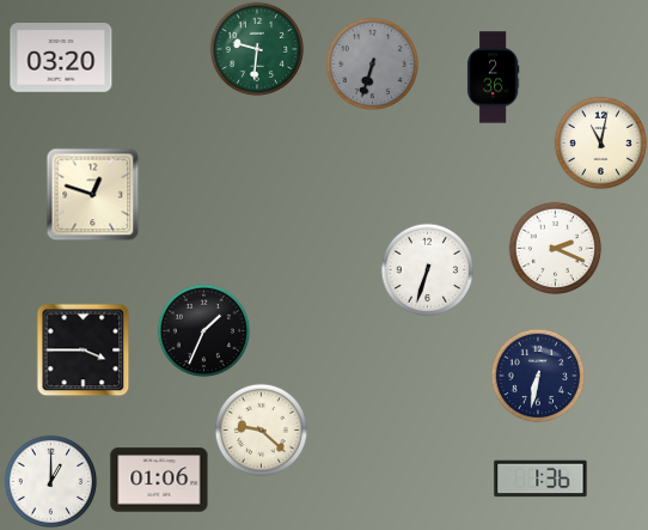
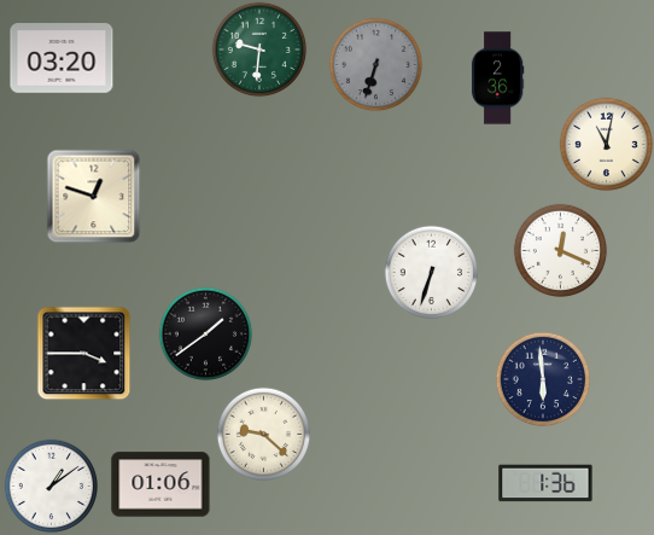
clock at (555, 248): 2:19 -> 12:19
clock at (203, 330): 1:34 -> 1:39
clock at (538, 376): 6:32 -> 5:59
clock at (50, 481): 1:00 -> 1:09
